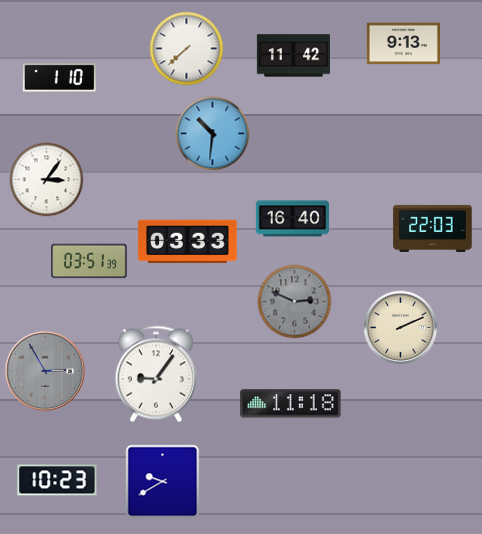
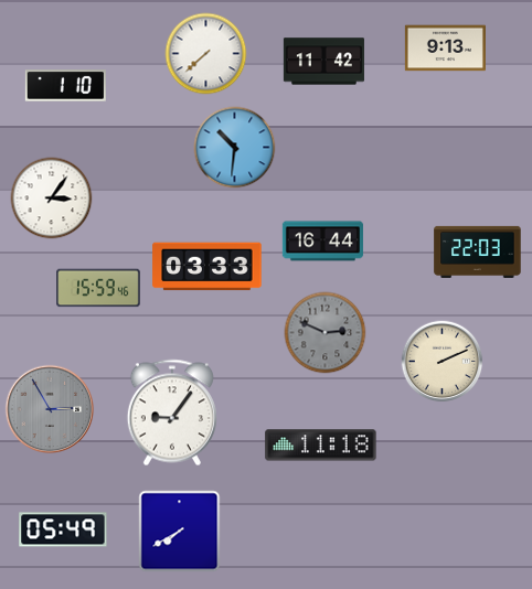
clock at (292, 219): 16:40 -> 16:44
clock at (90, 261): 03:51 -> 15:59
clock at (57, 480): 10:23 -> 05:49
clock at (163, 482): 9:40 -> 7:40
